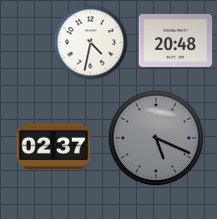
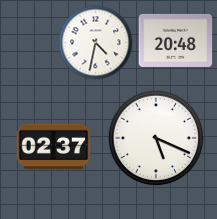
clock at (91, 43) position: (91, 43) -> (96, 43)
clock at (156, 138) dial: grey -> white
